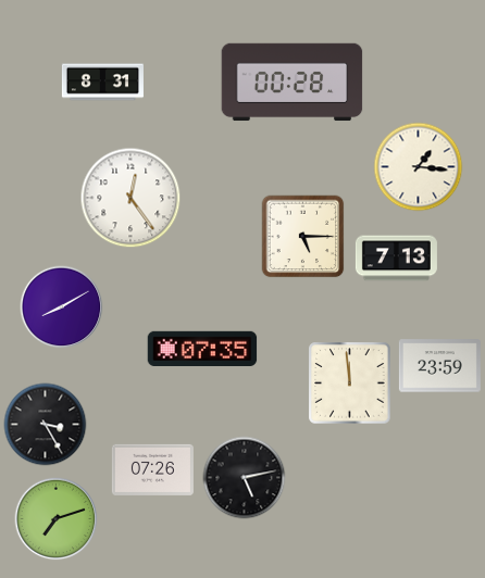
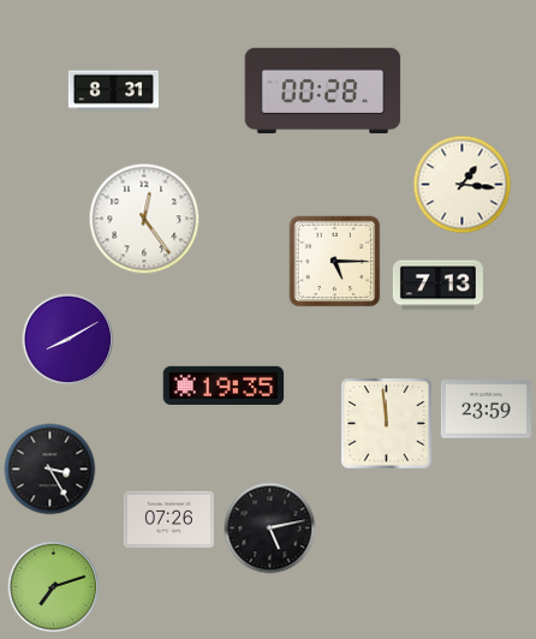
clock at (202, 348): 07:35 -> 19:35
clock at (439, 366) position: (439, 366) -> (486, 410)
clock at (57, 519) position: (57, 519) -> (54, 587)
